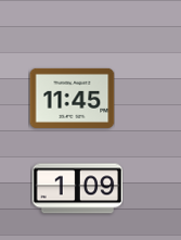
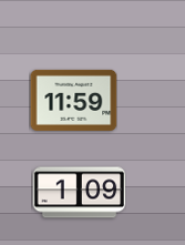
clock at (72, 98): 11:45 -> 11:59
